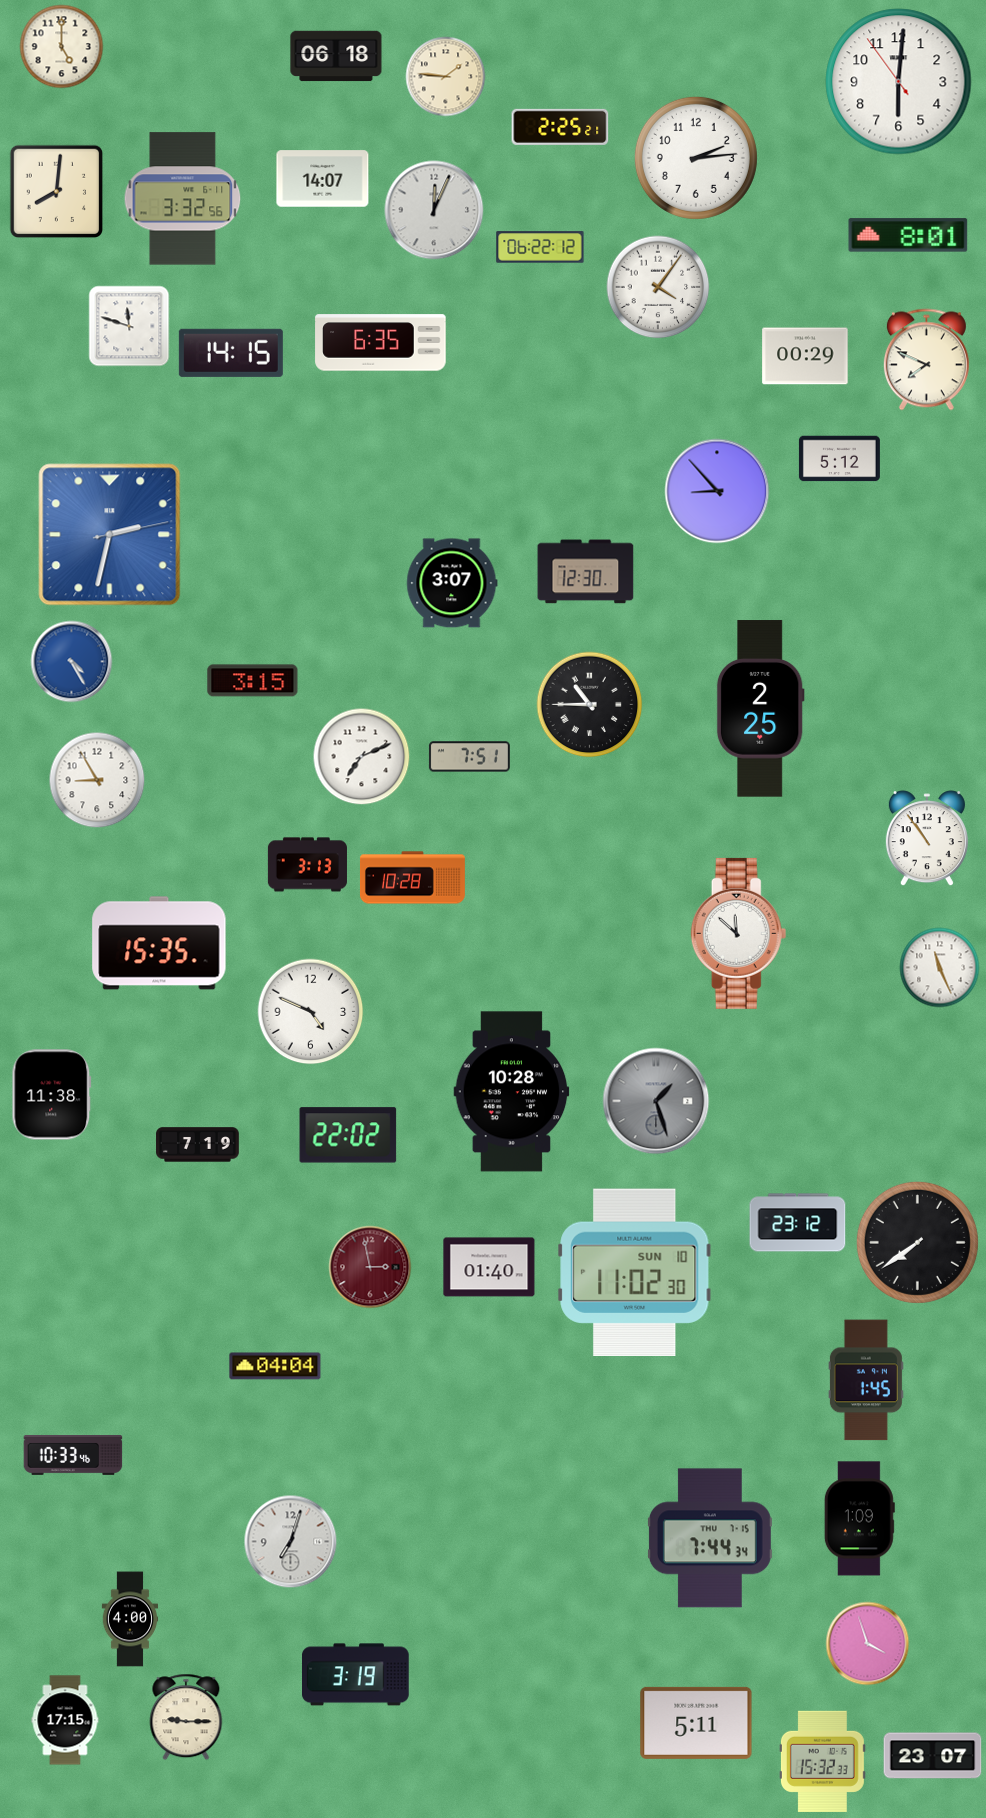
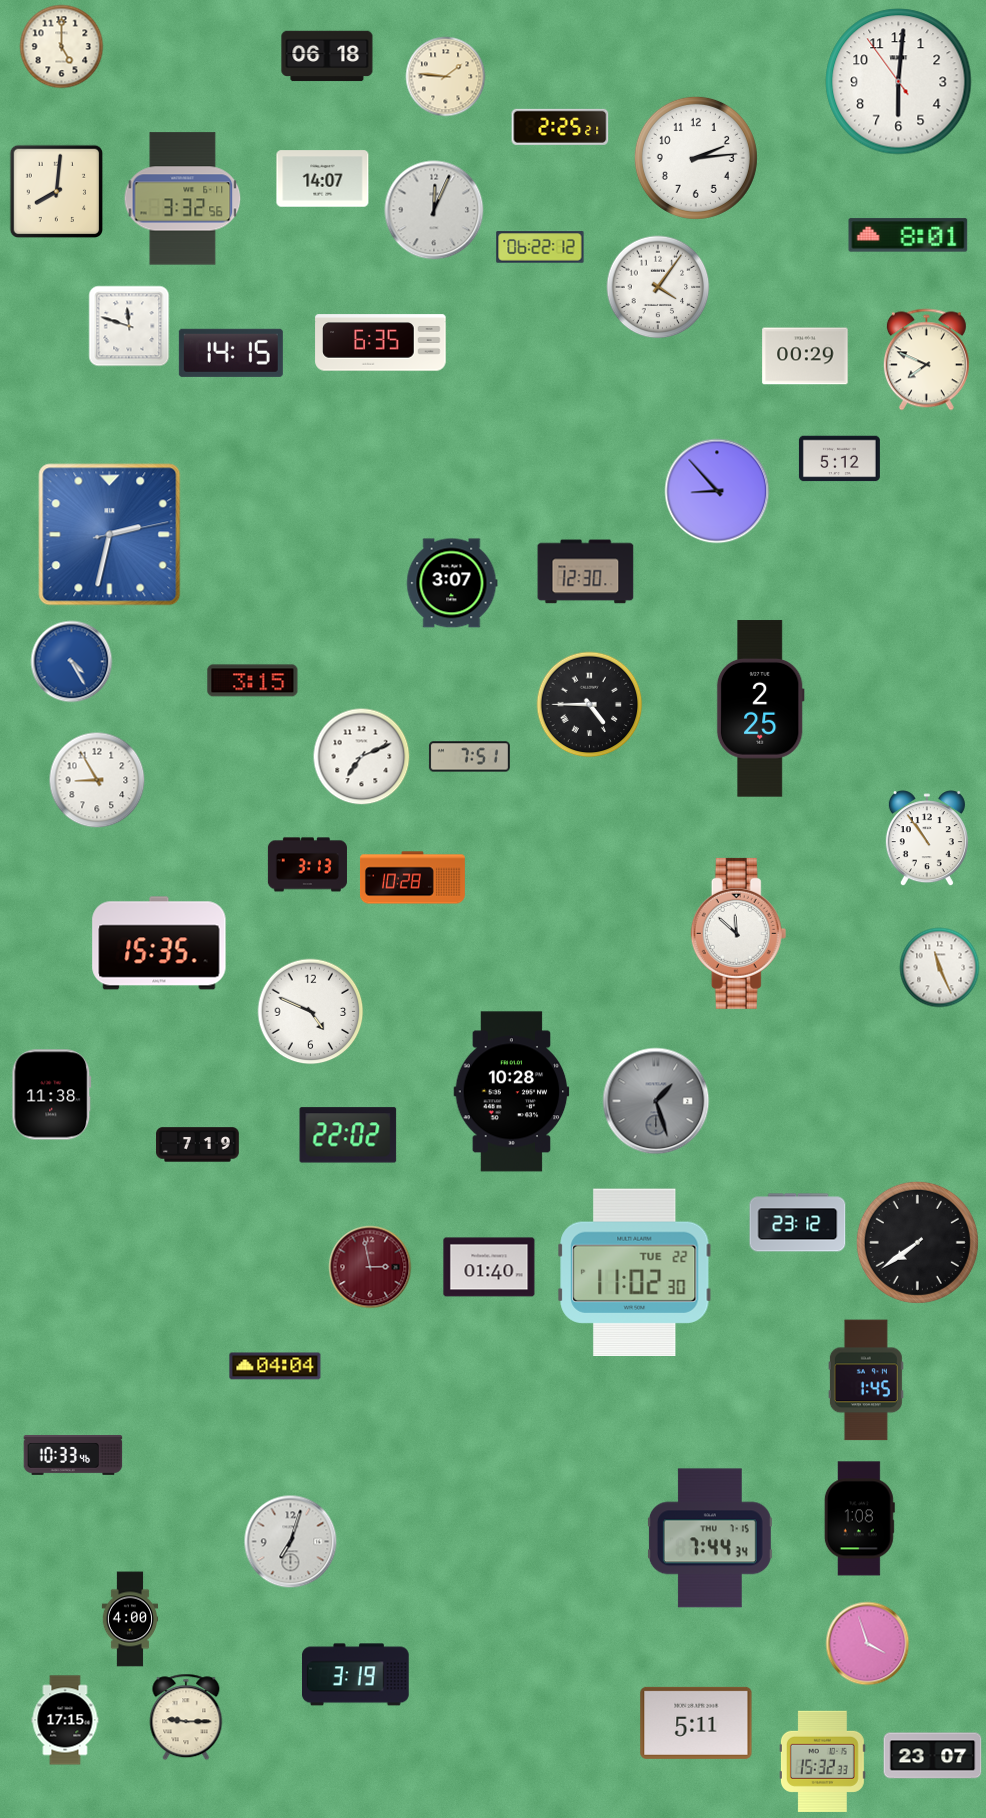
clock at (336, 56) position: (336, 56) -> (327, 56)
clock at (590, 705): 10:45 -> 4:45
clock at (635, 1272) date: SUN 10 -> TUE 22
clock at (859, 1519): 1:09 -> 1:08
